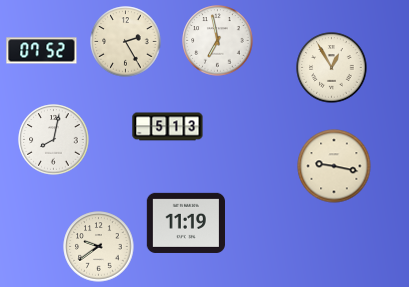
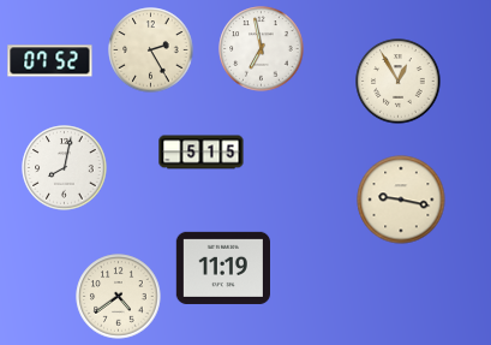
clock at (168, 127): 5:13 -> 5:15
clock at (99, 247): 9:39 -> 4:39
